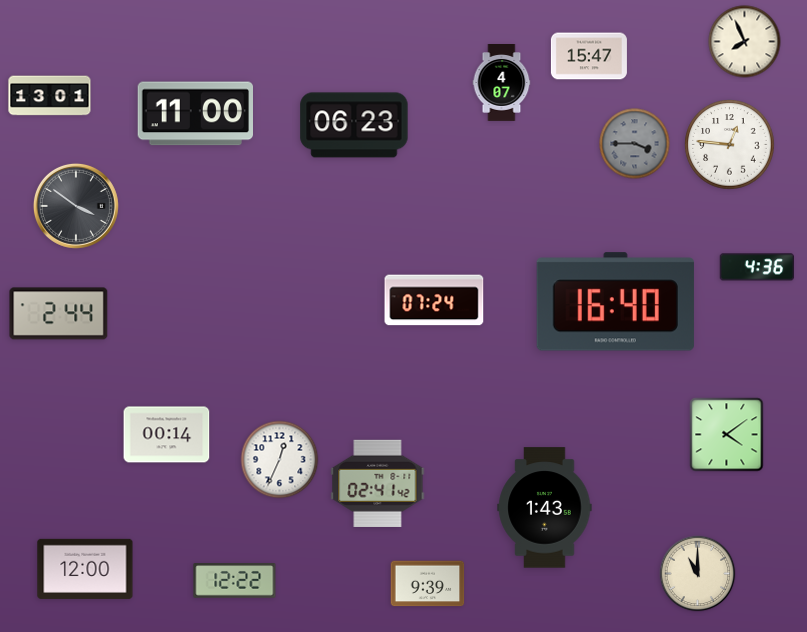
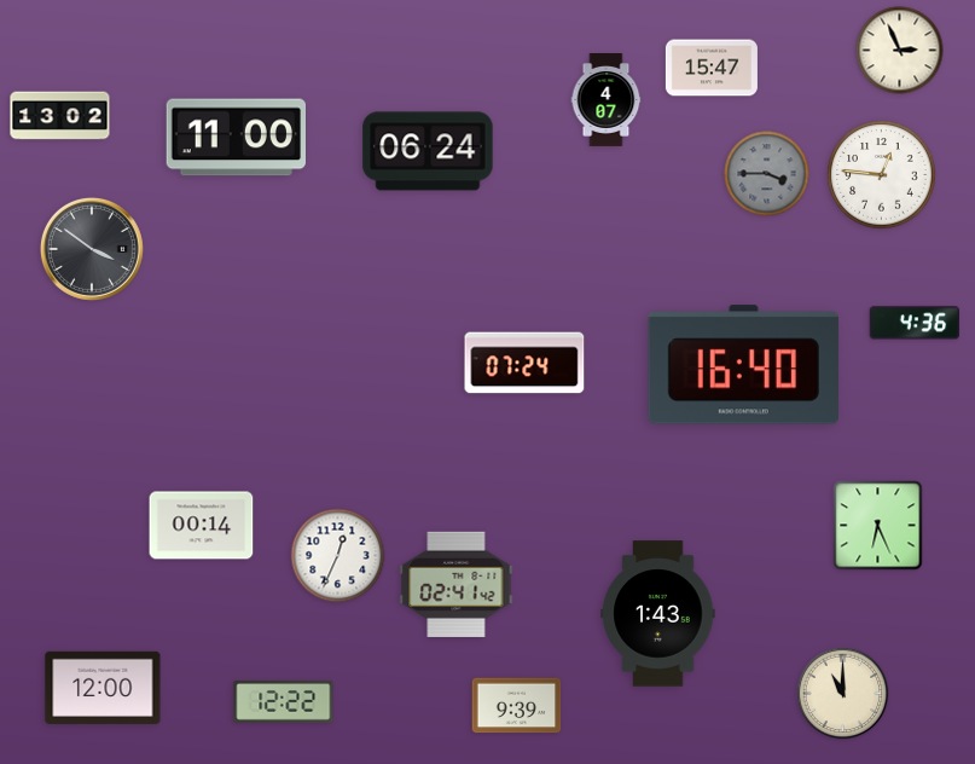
clock at (745, 42): 7:56 -> 2:56
clock at (50, 96): 13:01 -> 13:02
clock at (354, 125): 06:23 -> 06:24
clock at (59, 314): 2:44 -> none
clock at (727, 435): 4:09 -> 6:26
